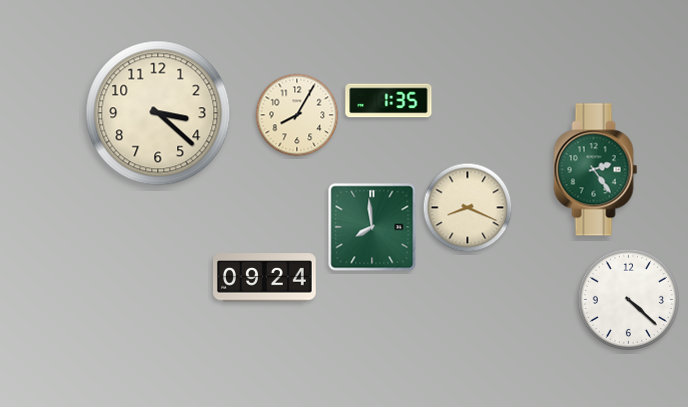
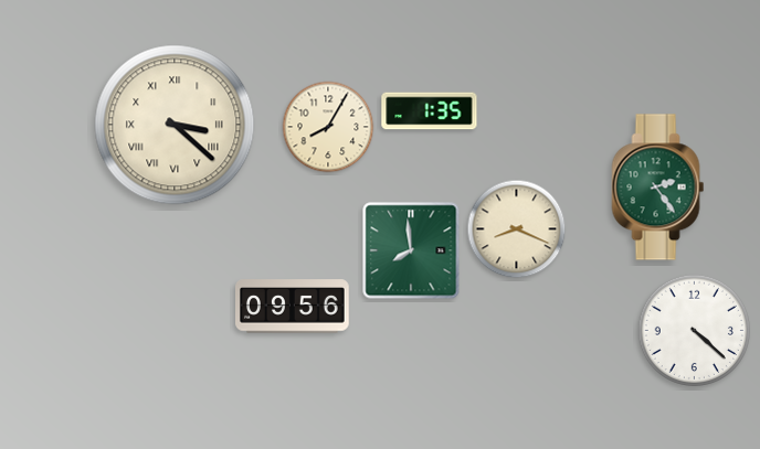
clock at (158, 113) numerals: Arabic -> Roman
clock at (265, 278): 09:24 -> 09:56
